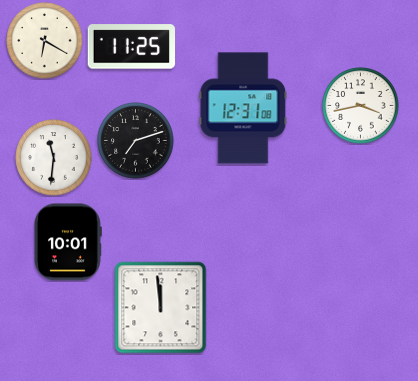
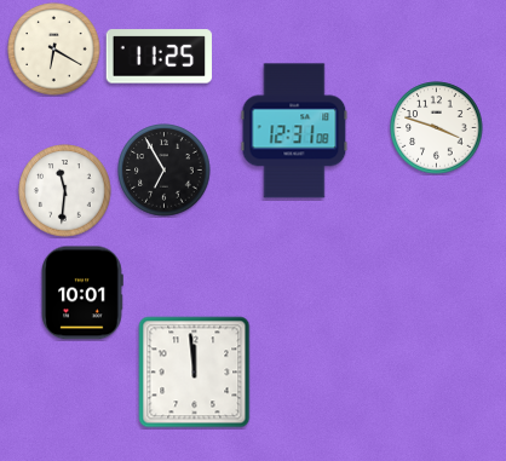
clock at (361, 106): 3:43 -> 3:48
clock at (136, 141): 7:12 -> 6:55
